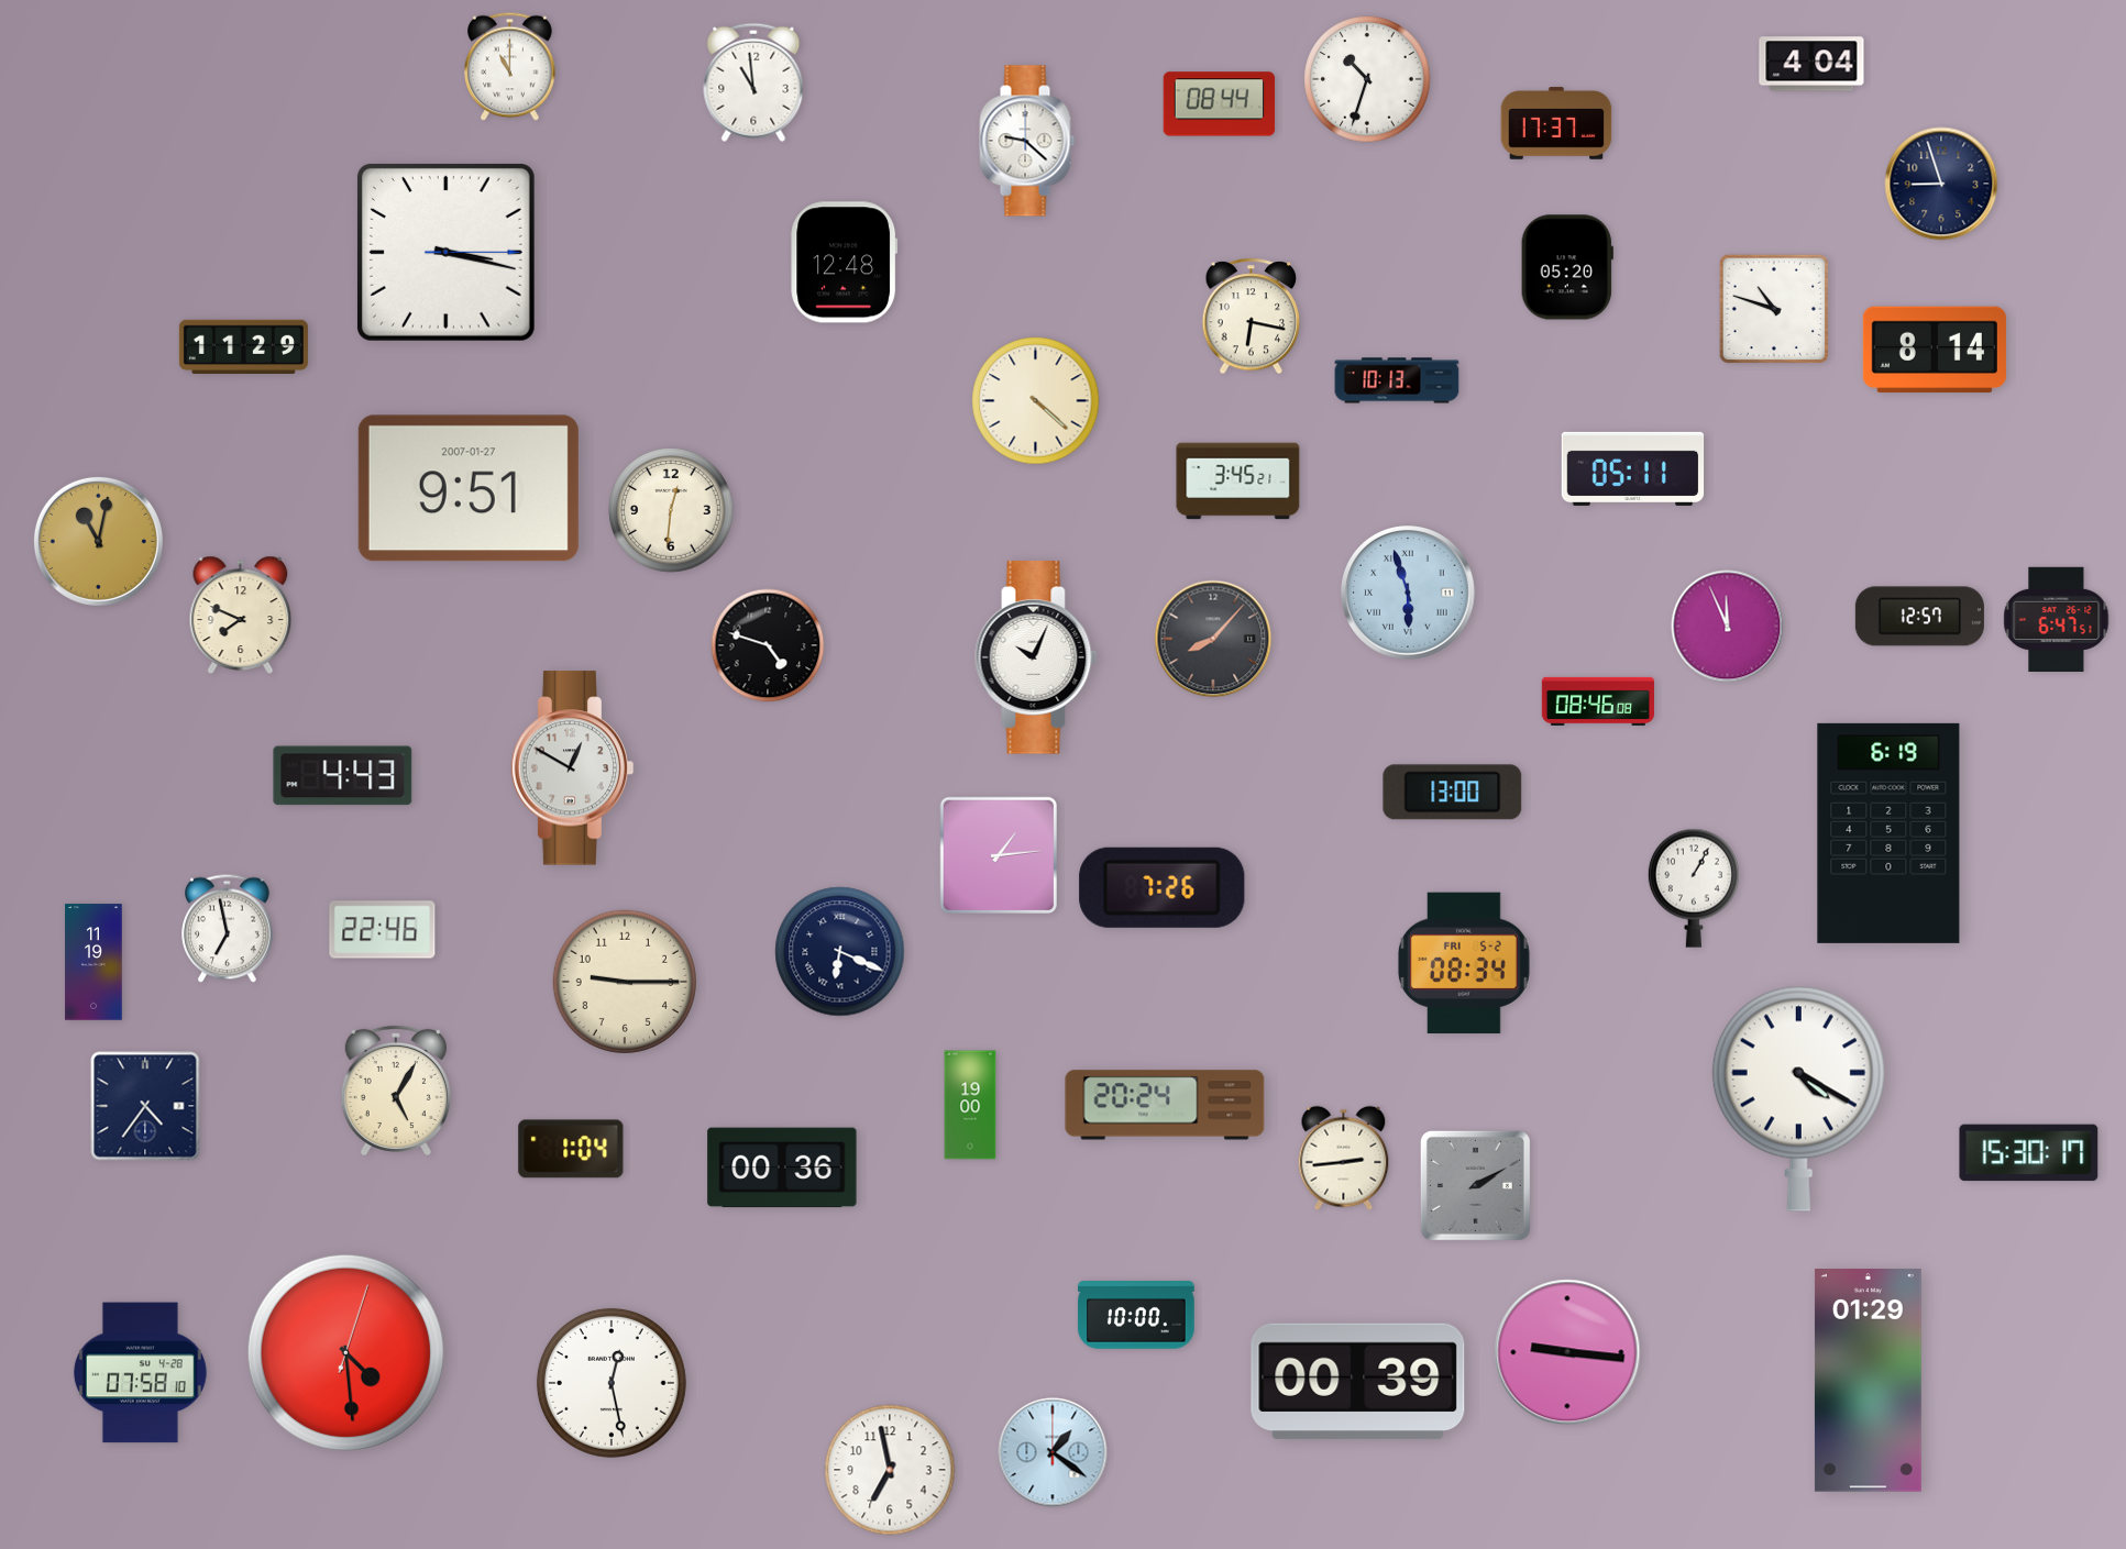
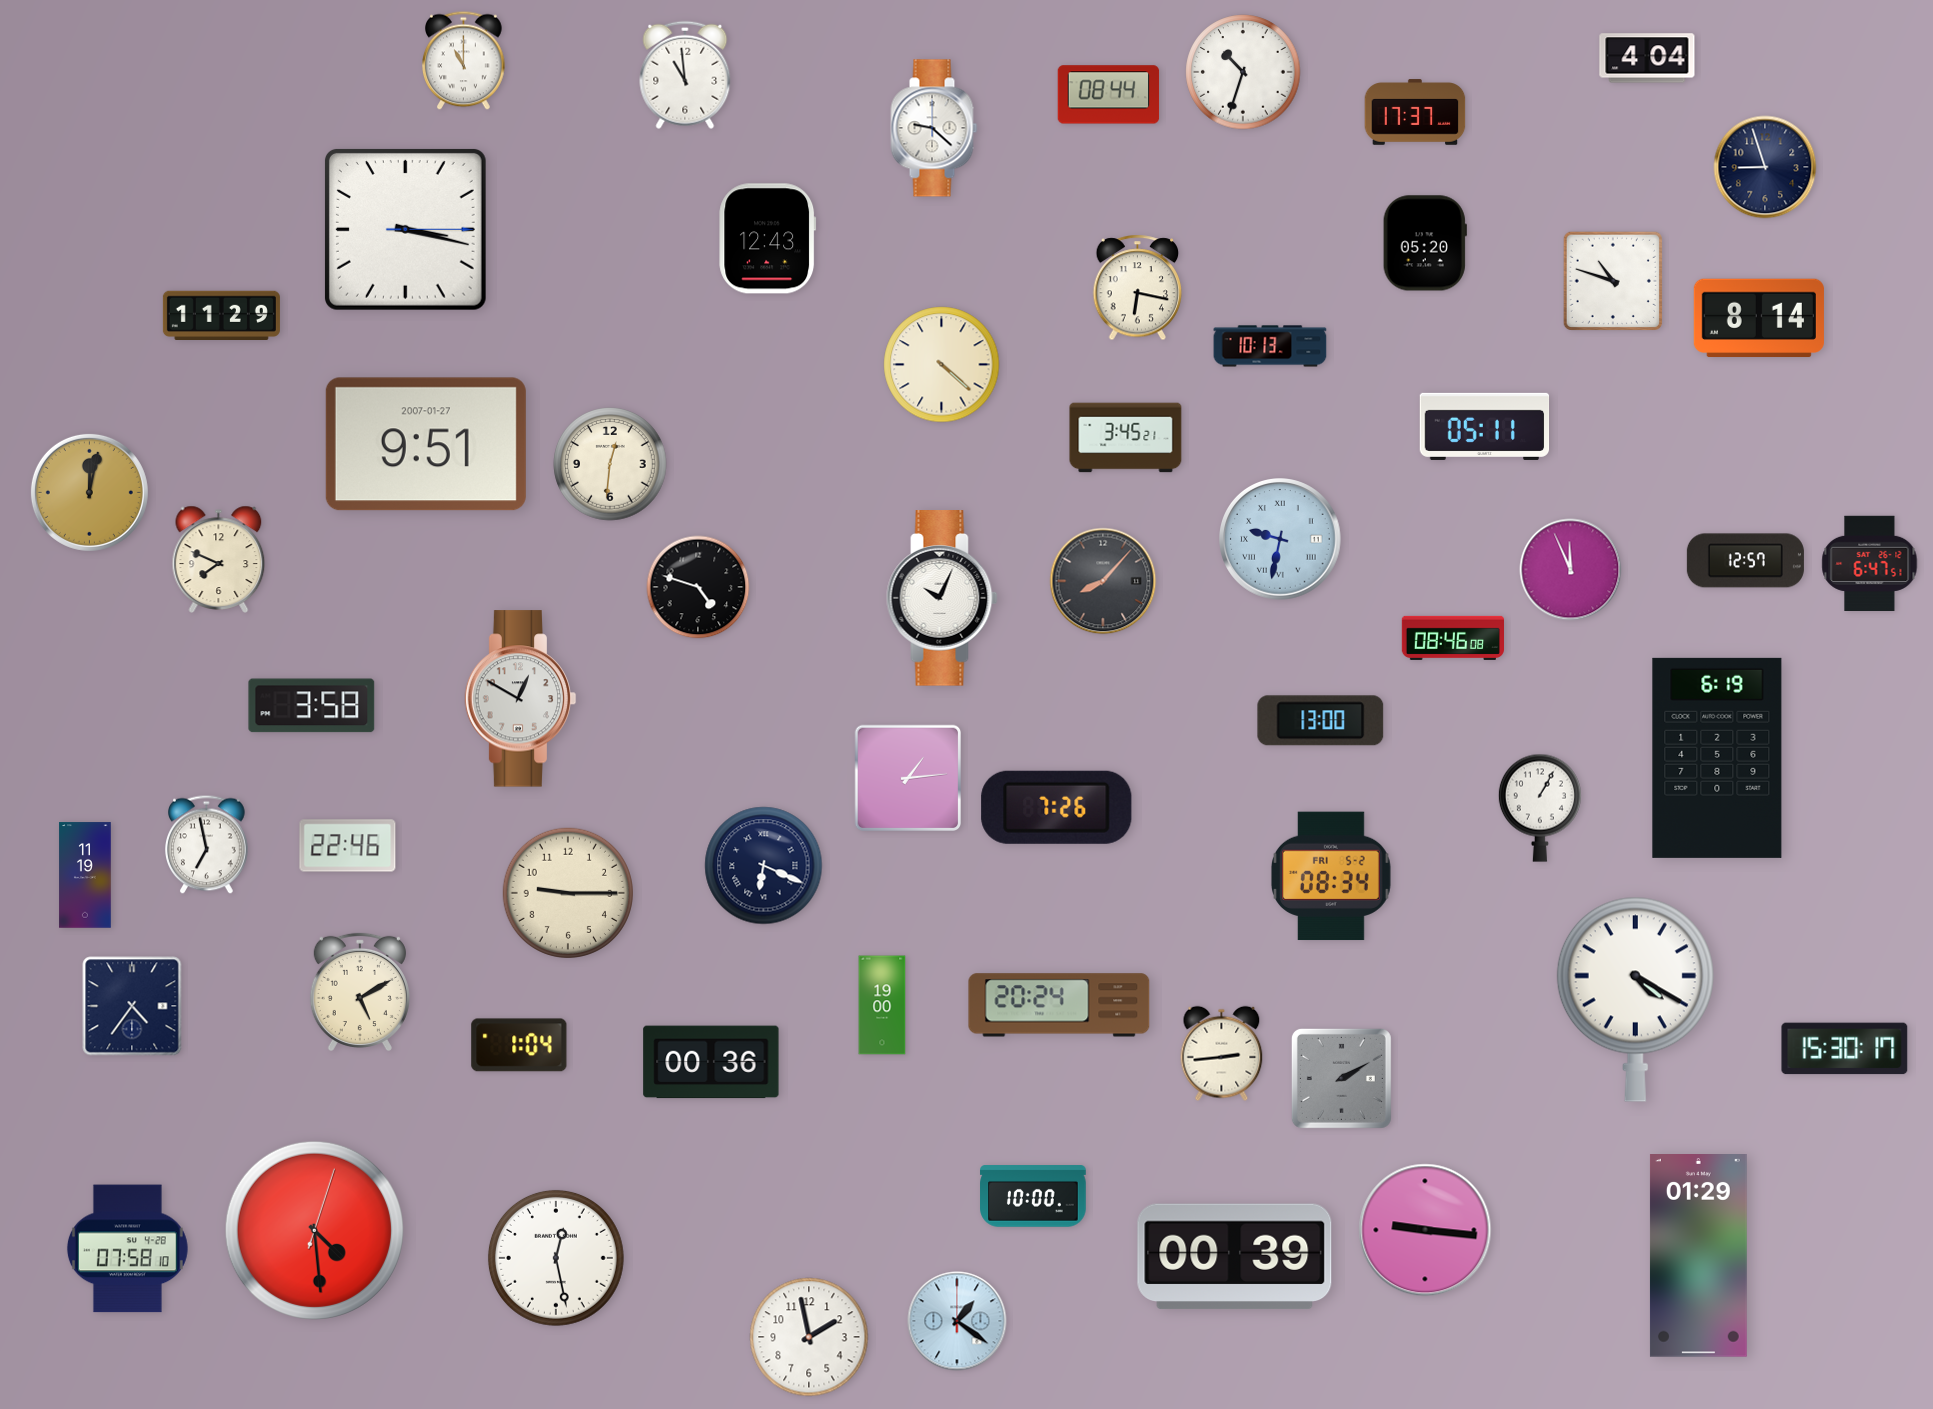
clock at (845, 263): 12:48 -> 12:43
clock at (98, 541): 11:02 -> 12:02
clock at (1409, 594): 5:57 -> 9:32
clock at (343, 776): 4:43 -> 3:58
clock at (396, 1089): 5:05 -> 5:10
clock at (890, 1470): 6:58 -> 1:58
